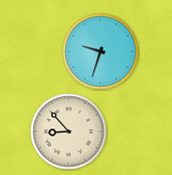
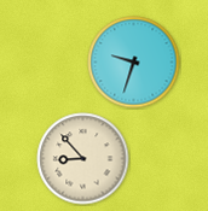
clock at (101, 52) position: (101, 52) -> (134, 63)
